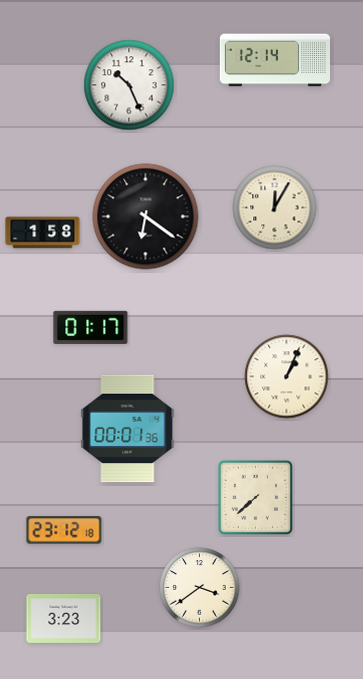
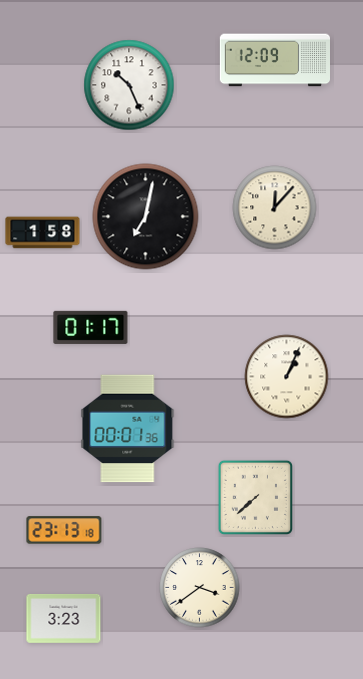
clock at (274, 60): 12:14 -> 12:09
clock at (275, 208): 12:05 -> 12:07
clock at (146, 217): 6:21 -> 7:02
clock at (64, 530): 23:12 -> 23:13
